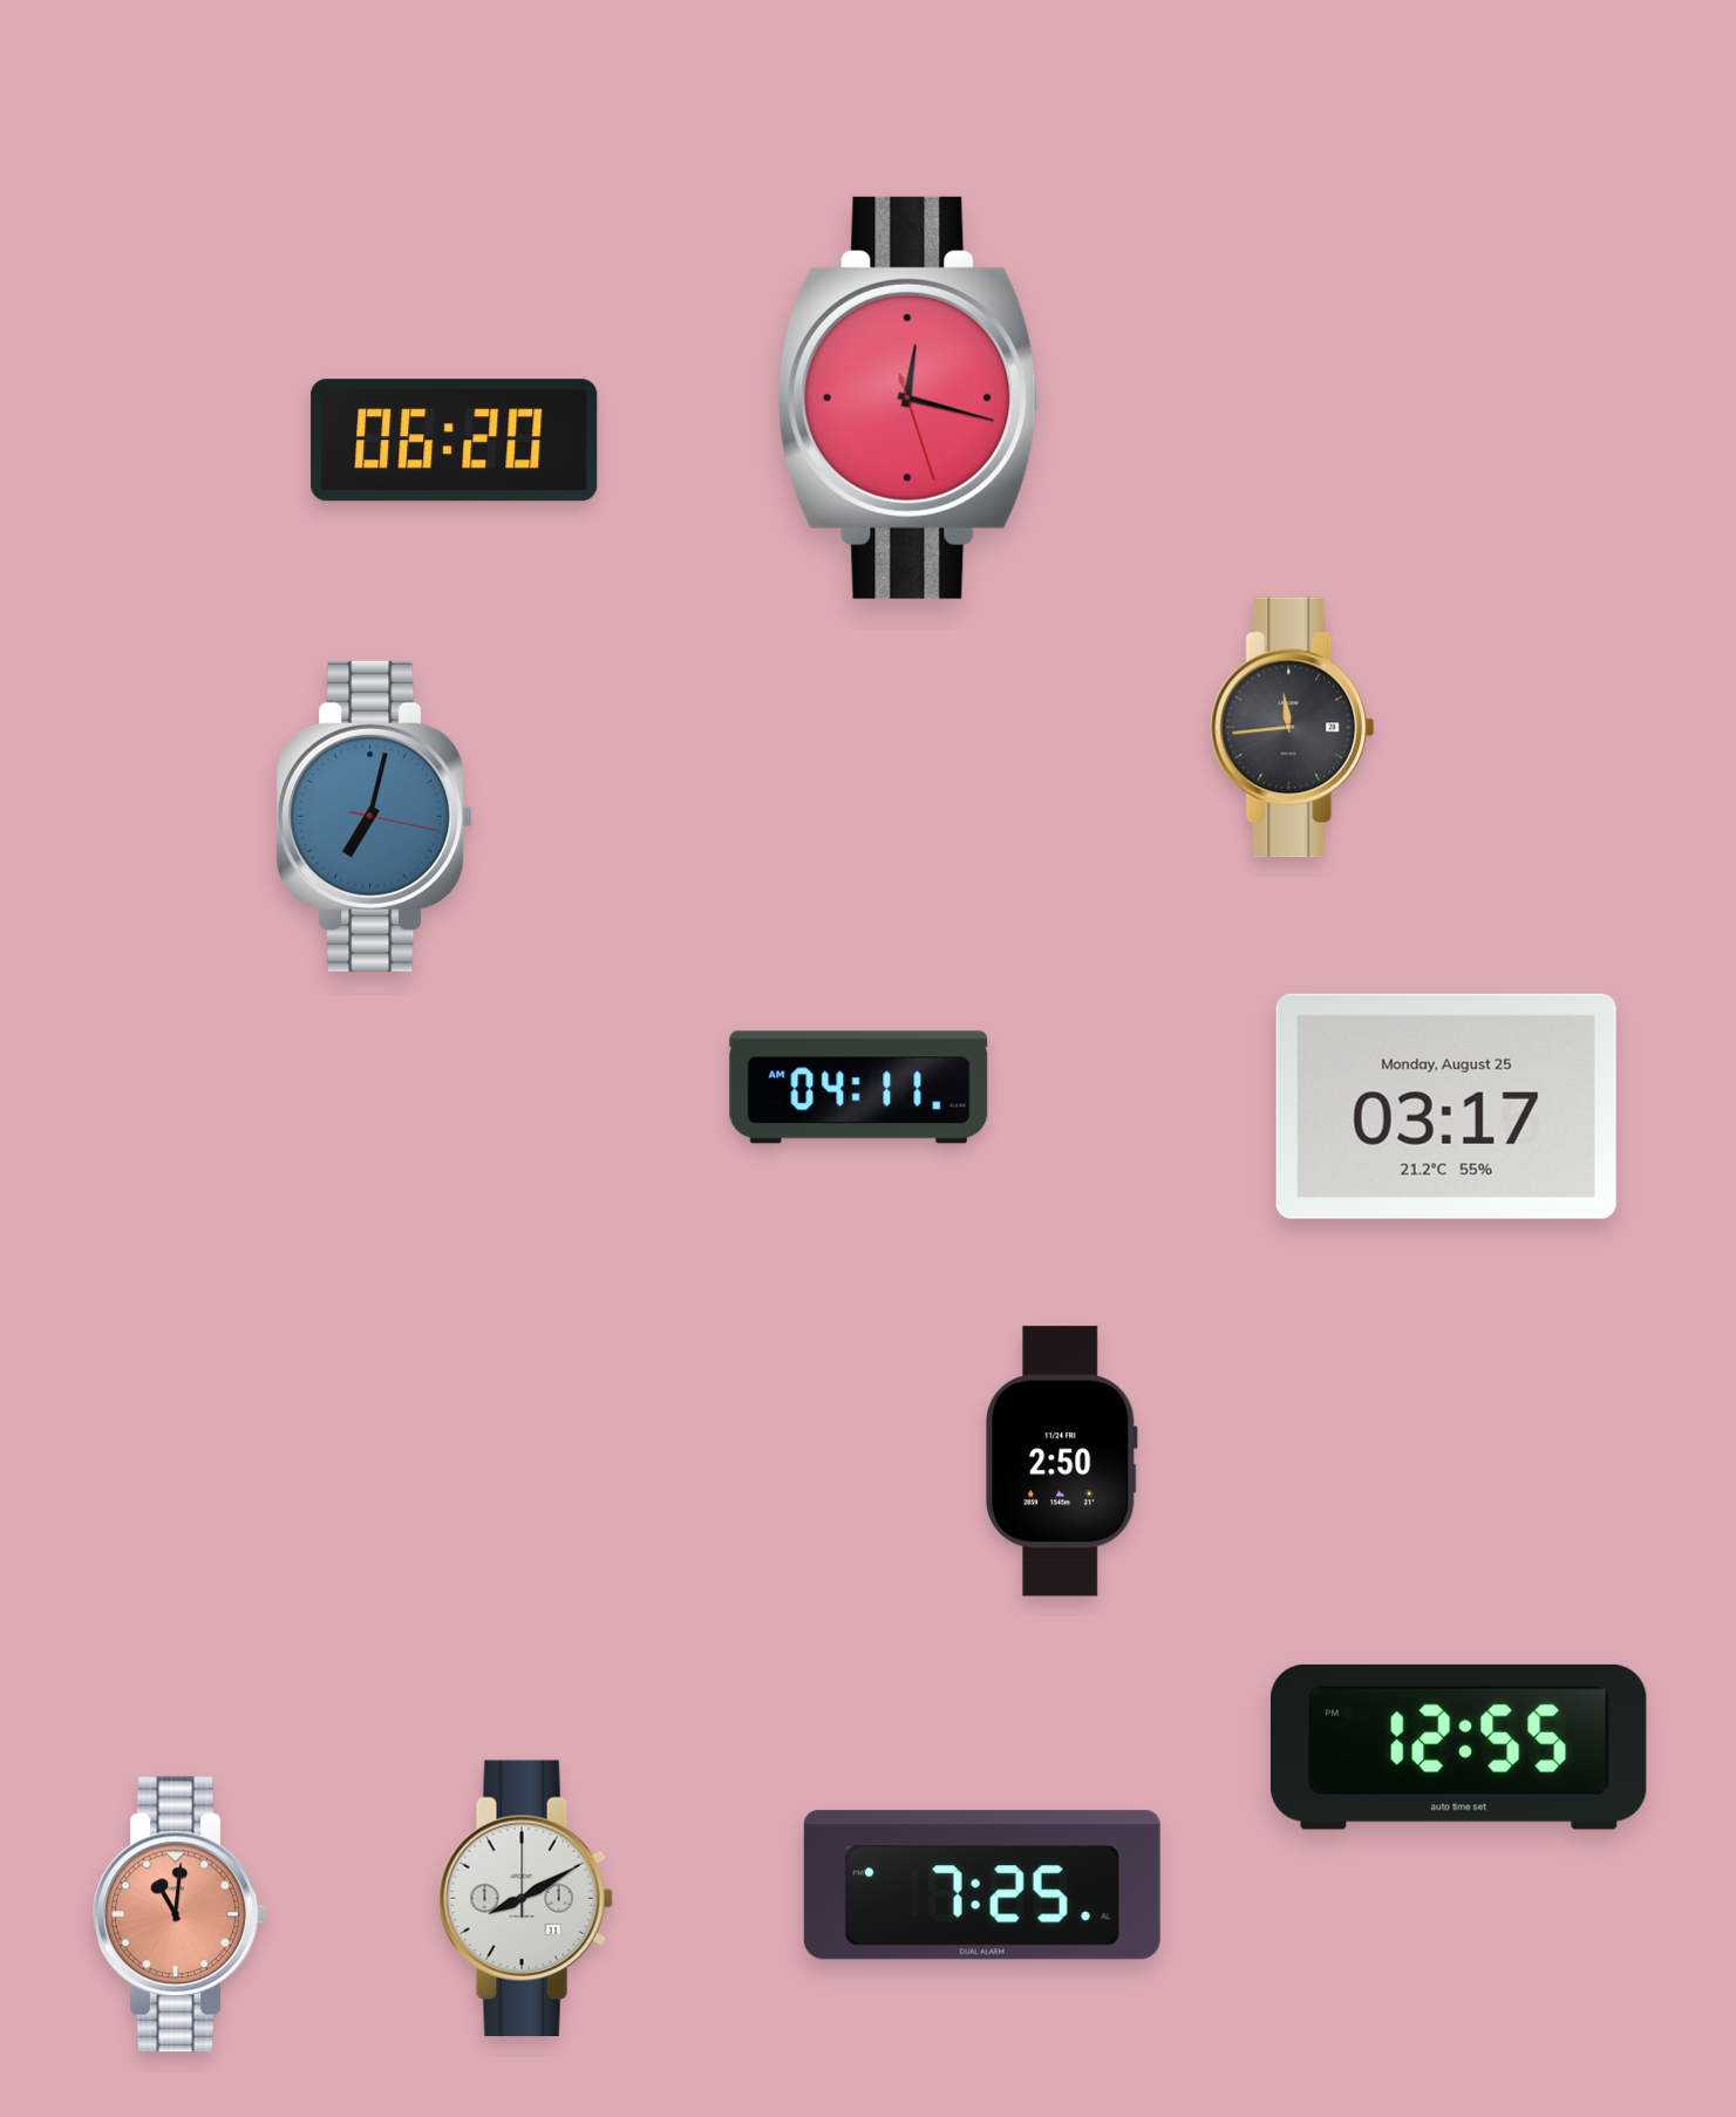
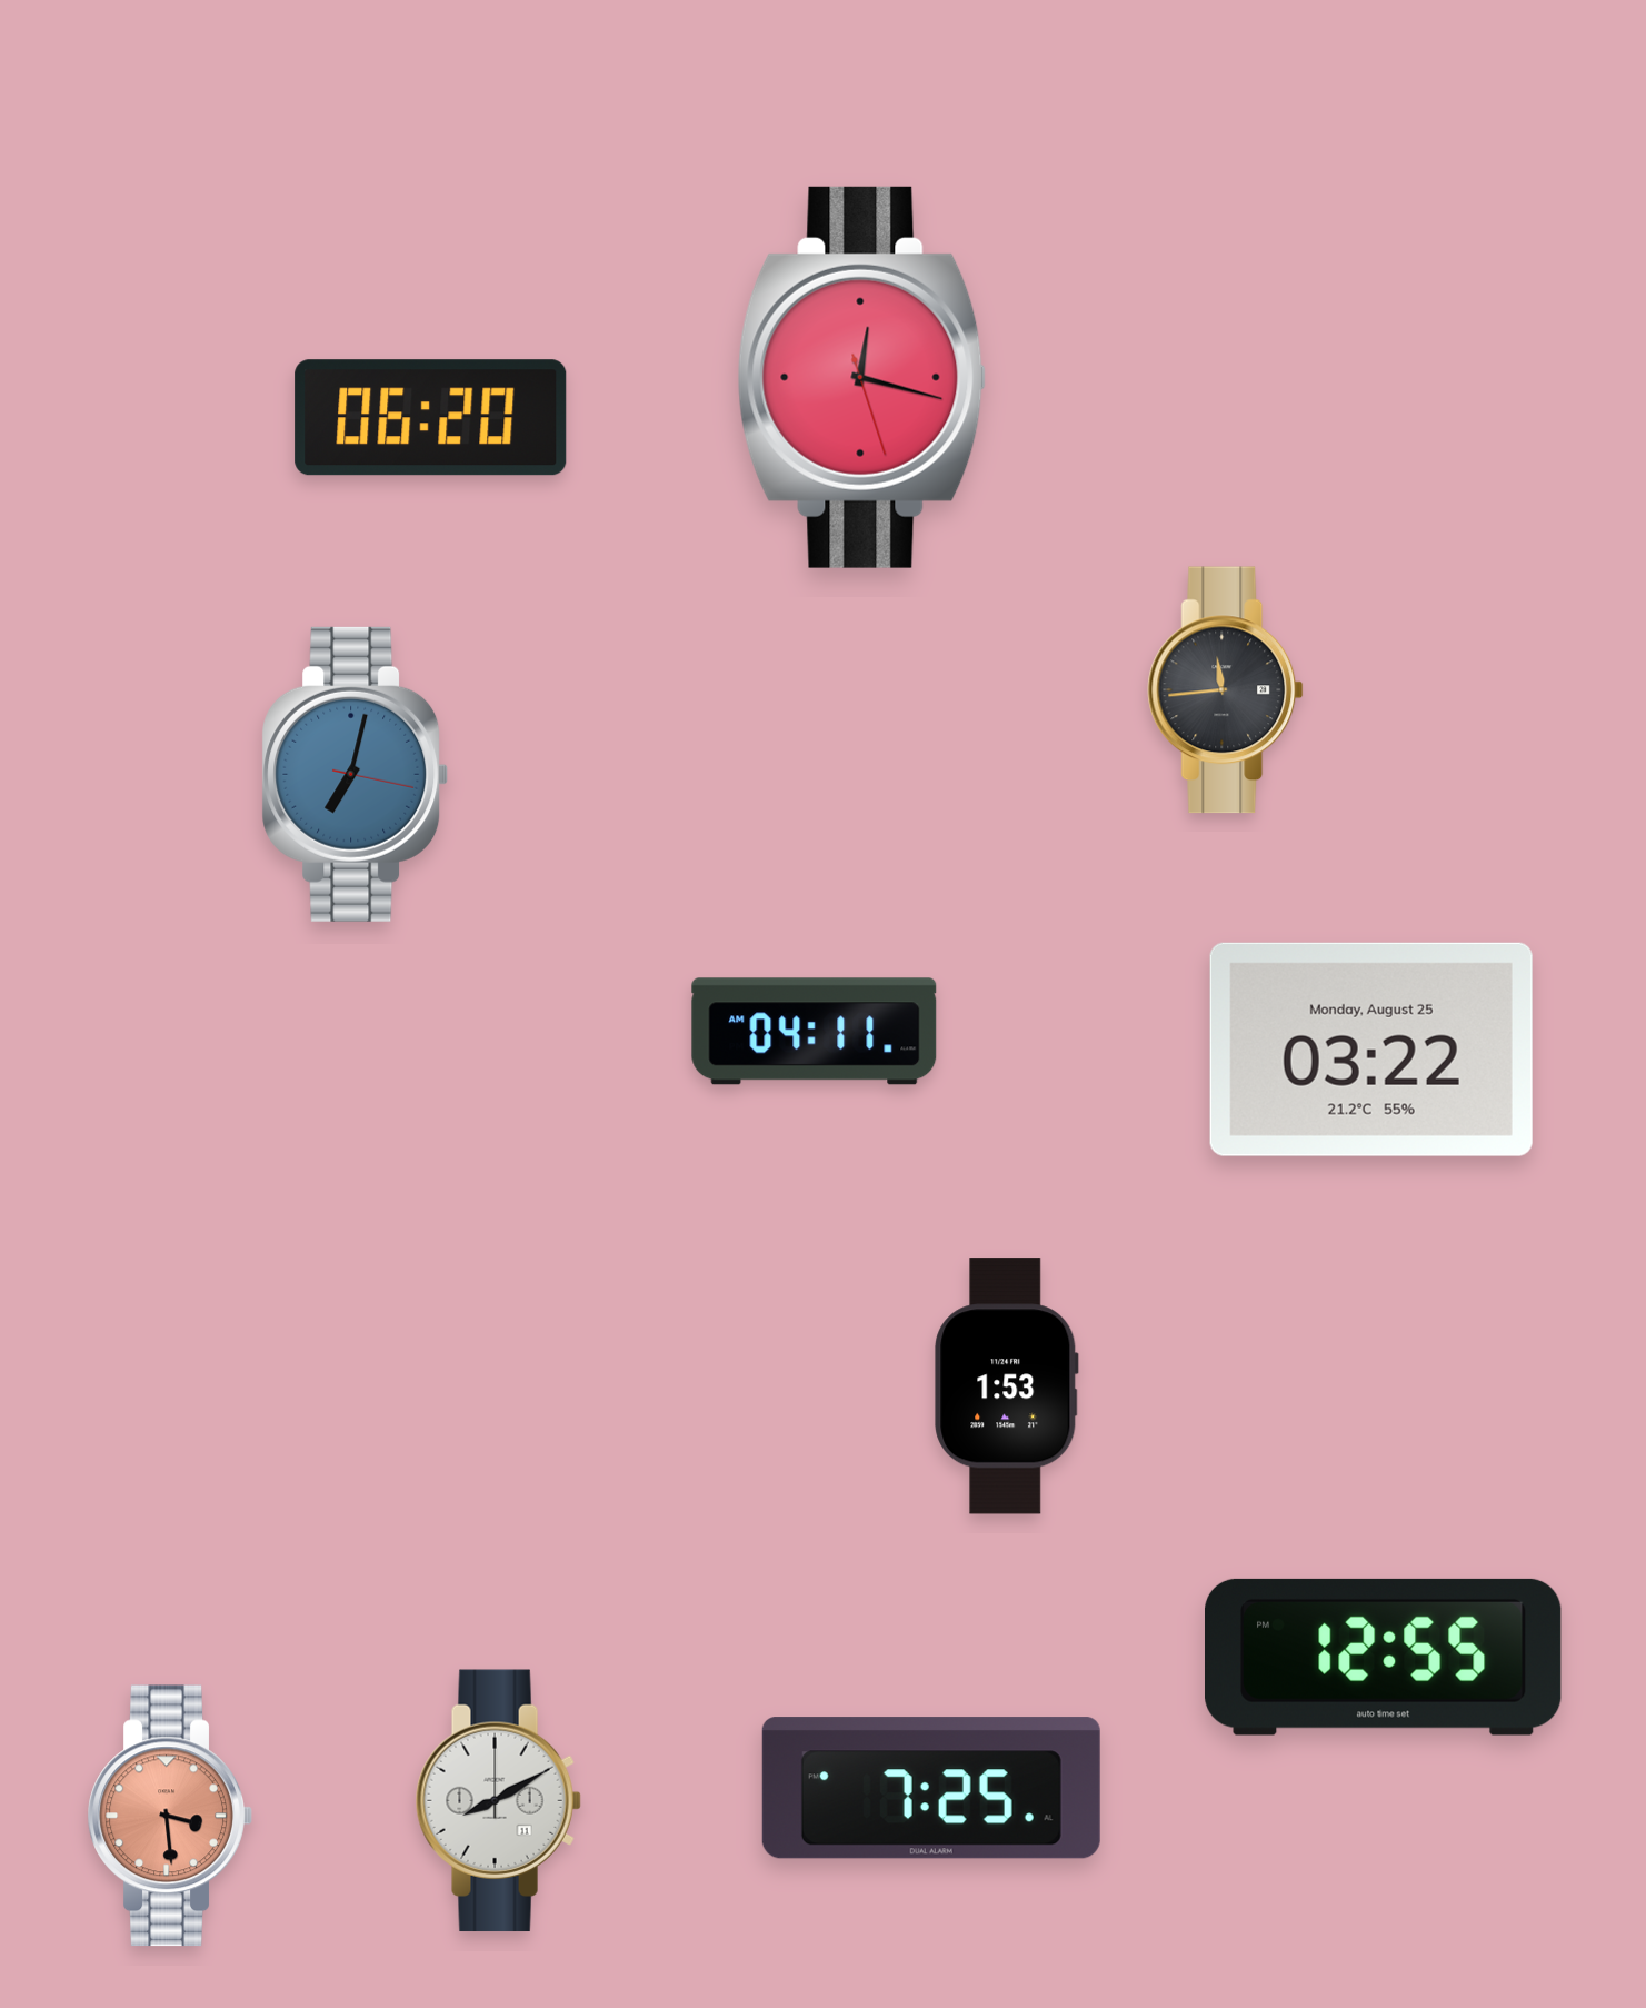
clock at (1446, 1107): 03:17 -> 03:22
clock at (1062, 1462): 2:50 -> 1:53
clock at (179, 1914): 11:01 -> 3:29
